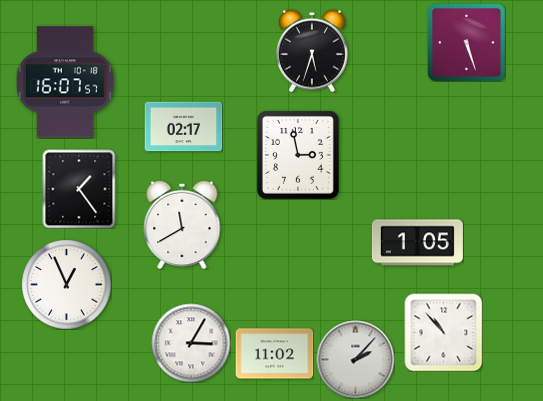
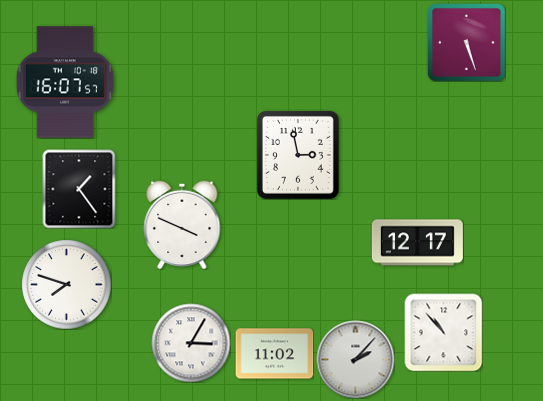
clock at (313, 51): 5:33 -> none
clock at (183, 127): 02:17 -> none
clock at (182, 225): 11:40 -> 3:49
clock at (417, 243): 1:05 -> 12:17
clock at (66, 284): 12:56 -> 7:48
